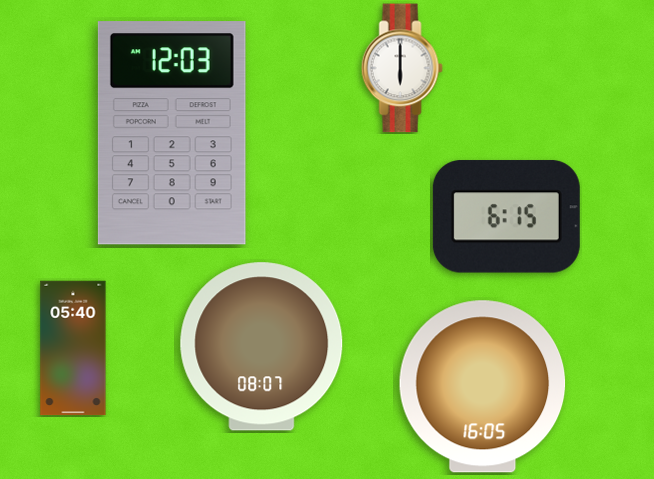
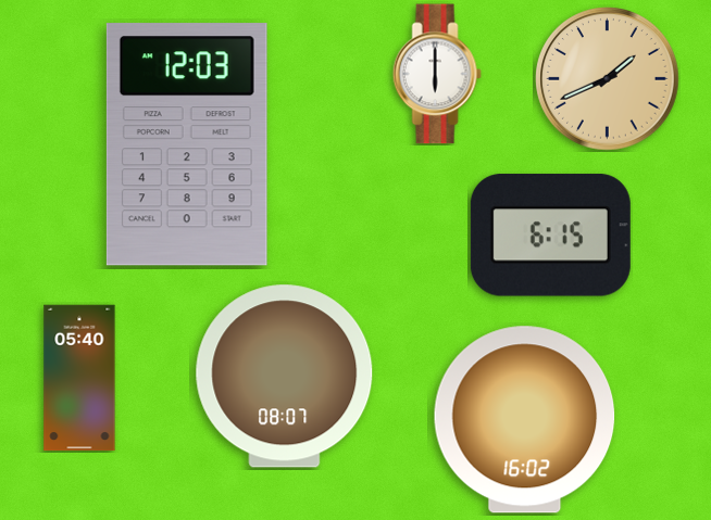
clock at (608, 79): none -> 1:41
clock at (483, 387): 16:05 -> 16:02
